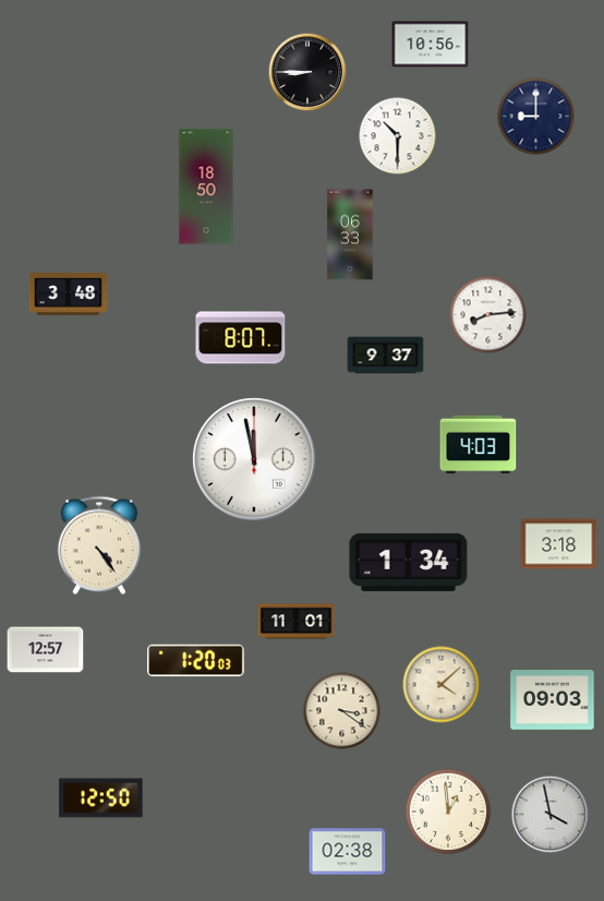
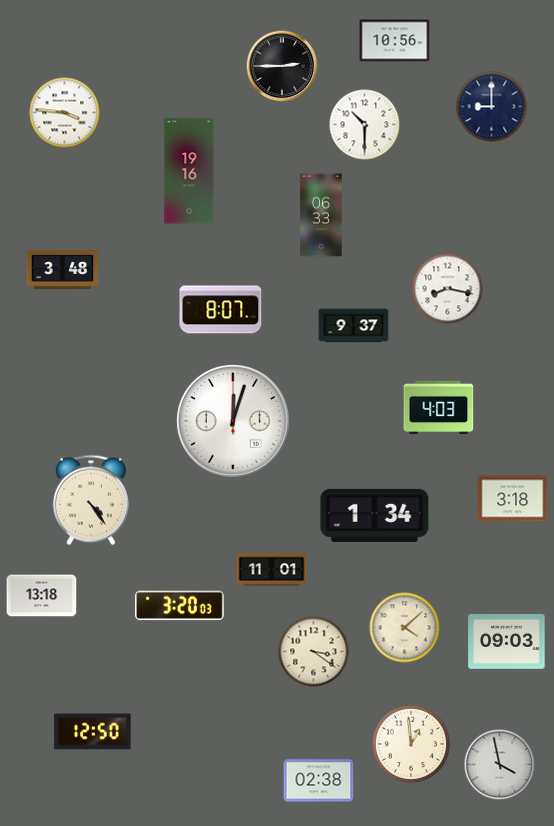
clock at (307, 72): 8:45 -> 2:45
clock at (65, 113): none -> 3:46
clock at (206, 187): 18:50 -> 19:16
clock at (488, 315): 8:14 -> 8:17
clock at (254, 459): 11:58 -> 12:03
clock at (46, 650): 12:57 -> 13:18
clock at (196, 661): 1:20 -> 3:20
clock at (551, 815) position: (551, 815) -> (500, 765)
